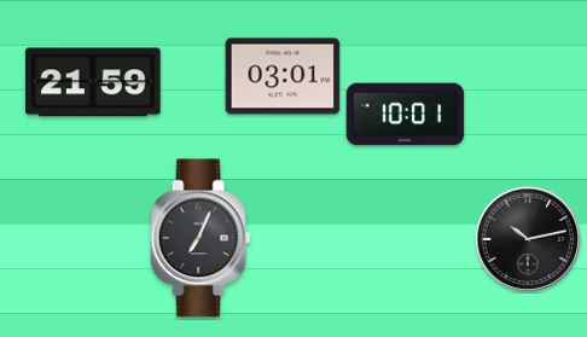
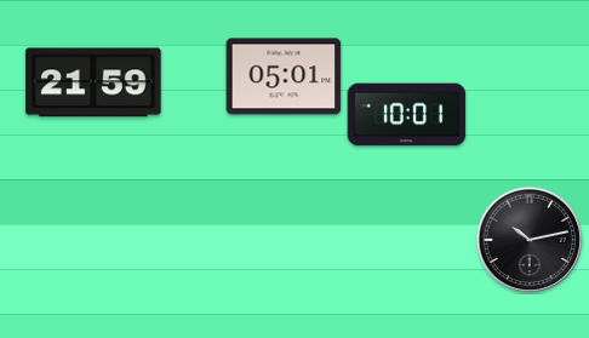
clock at (283, 76): 03:01 -> 05:01
clock at (200, 238): 7:04 -> none
